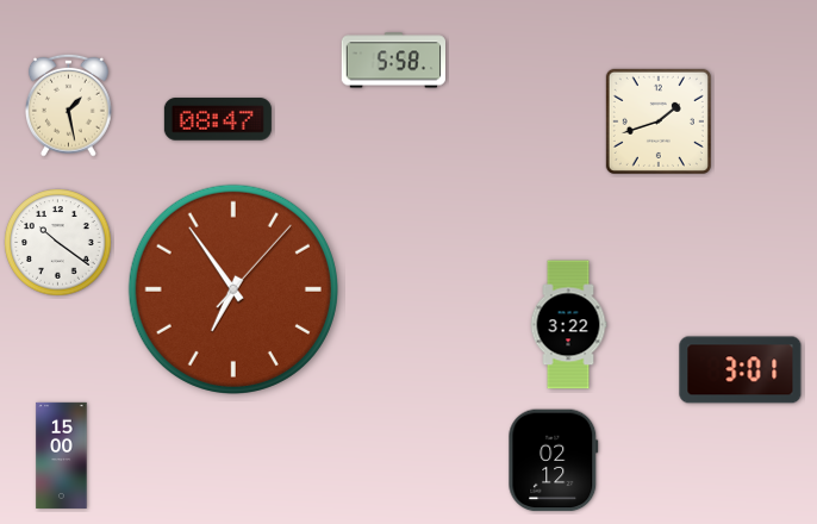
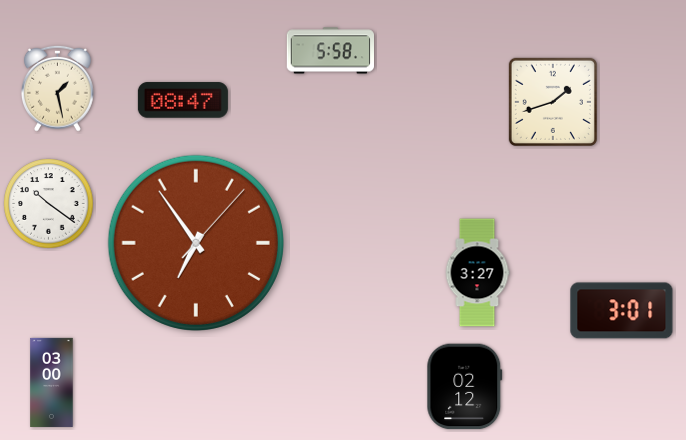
clock at (568, 325): 3:22 -> 3:27
clock at (62, 455): 15:00 -> 03:00
